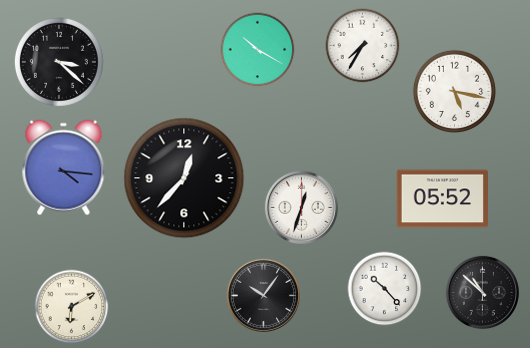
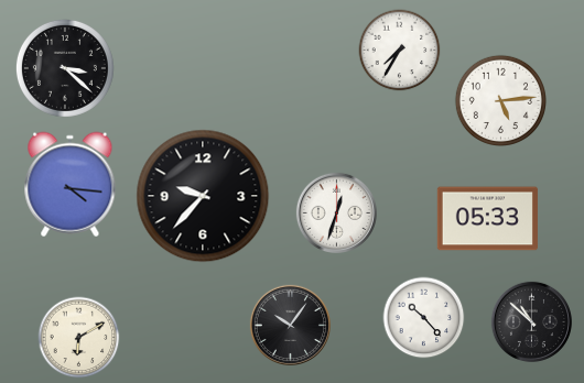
clock at (258, 50): 10:20 -> none
clock at (454, 91): 5:17 -> 5:14
clock at (184, 178): 12:37 -> 9:37
clock at (442, 199): 05:52 -> 05:33
clock at (301, 207) position: (301, 207) -> (336, 212)
